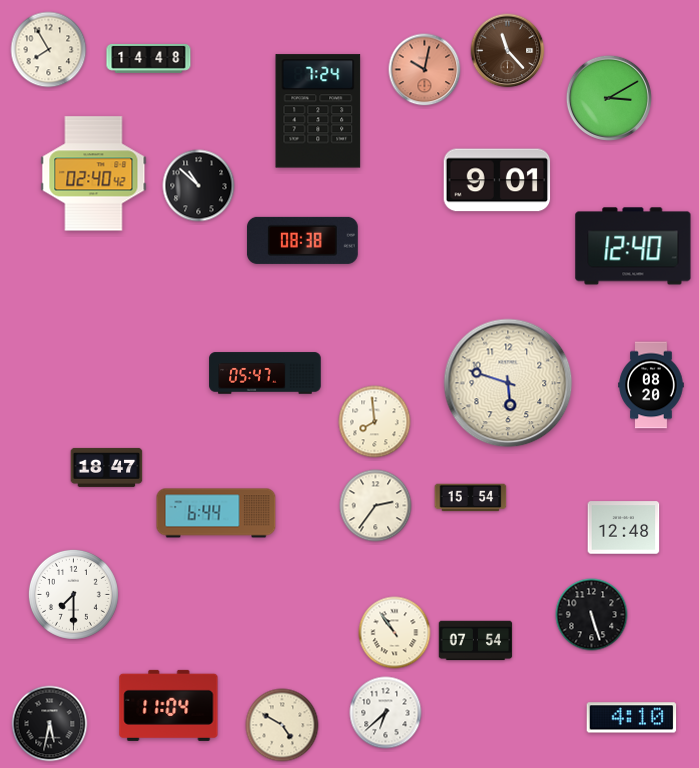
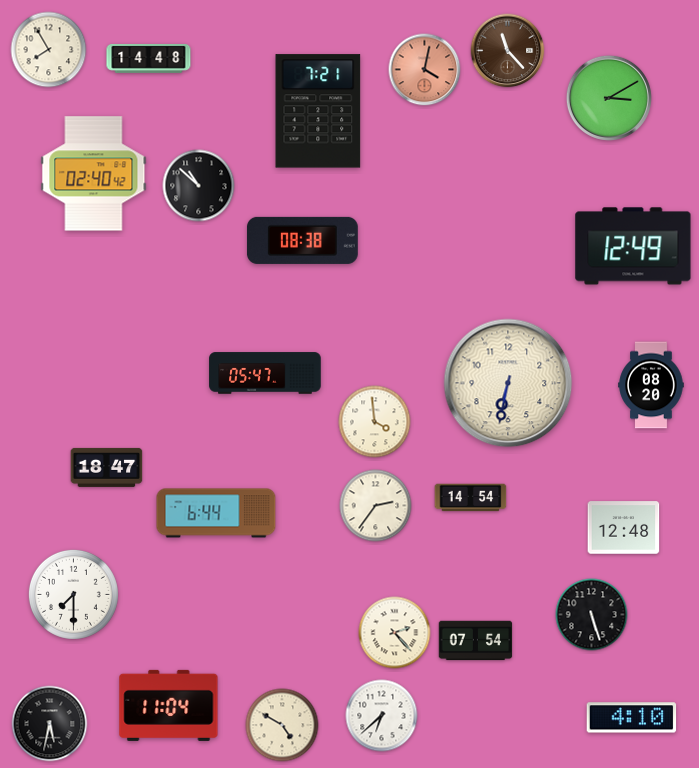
clock at (425, 70): 10:02 -> 4:02
clock at (318, 111): 7:24 -> 7:21
clock at (497, 180): 9:01 -> none
clock at (633, 246): 12:40 -> 12:49
clock at (508, 383): 5:48 -> 6:32
clock at (375, 422): 7:59 -> 3:59
clock at (471, 498): 15:54 -> 14:54
clock at (395, 633): 10:54 -> 2:23
clock at (386, 713) position: (386, 713) -> (382, 716)
